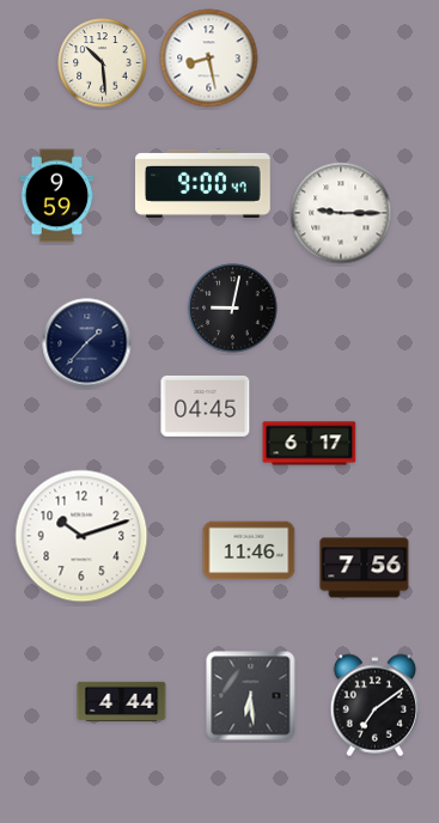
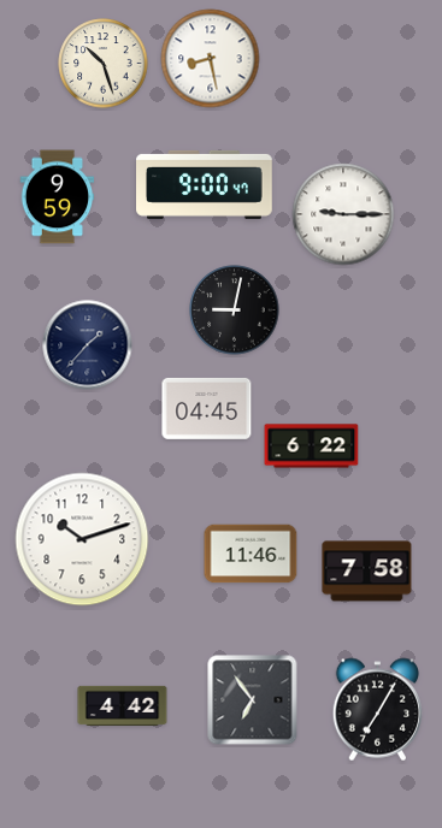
clock at (103, 63): 10:29 -> 10:27
clock at (310, 444): 6:17 -> 6:22
clock at (365, 568): 7:56 -> 7:58
clock at (251, 696): 6:29 -> 6:54
clock at (122, 701): 4:44 -> 4:42
clock at (376, 706): 7:09 -> 7:05
